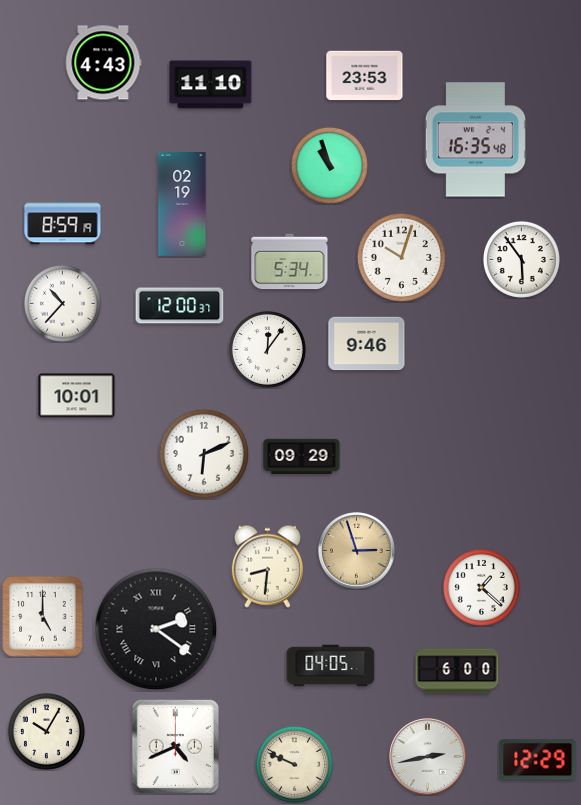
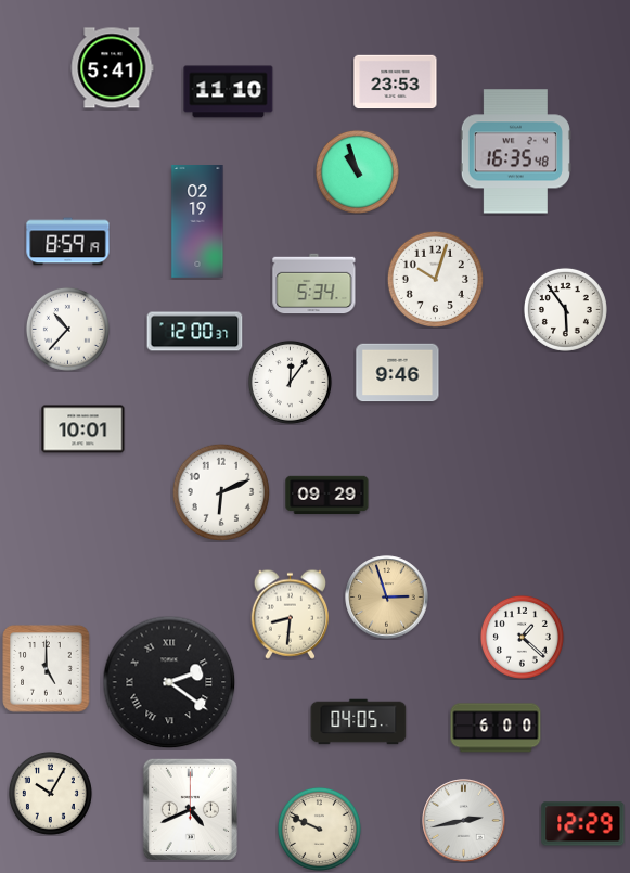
clock at (104, 63): 4:43 -> 5:41
clock at (329, 165) position: (329, 165) -> (357, 171)
clock at (521, 259) position: (521, 259) -> (565, 309)
clock at (267, 349) position: (267, 349) -> (290, 382)
